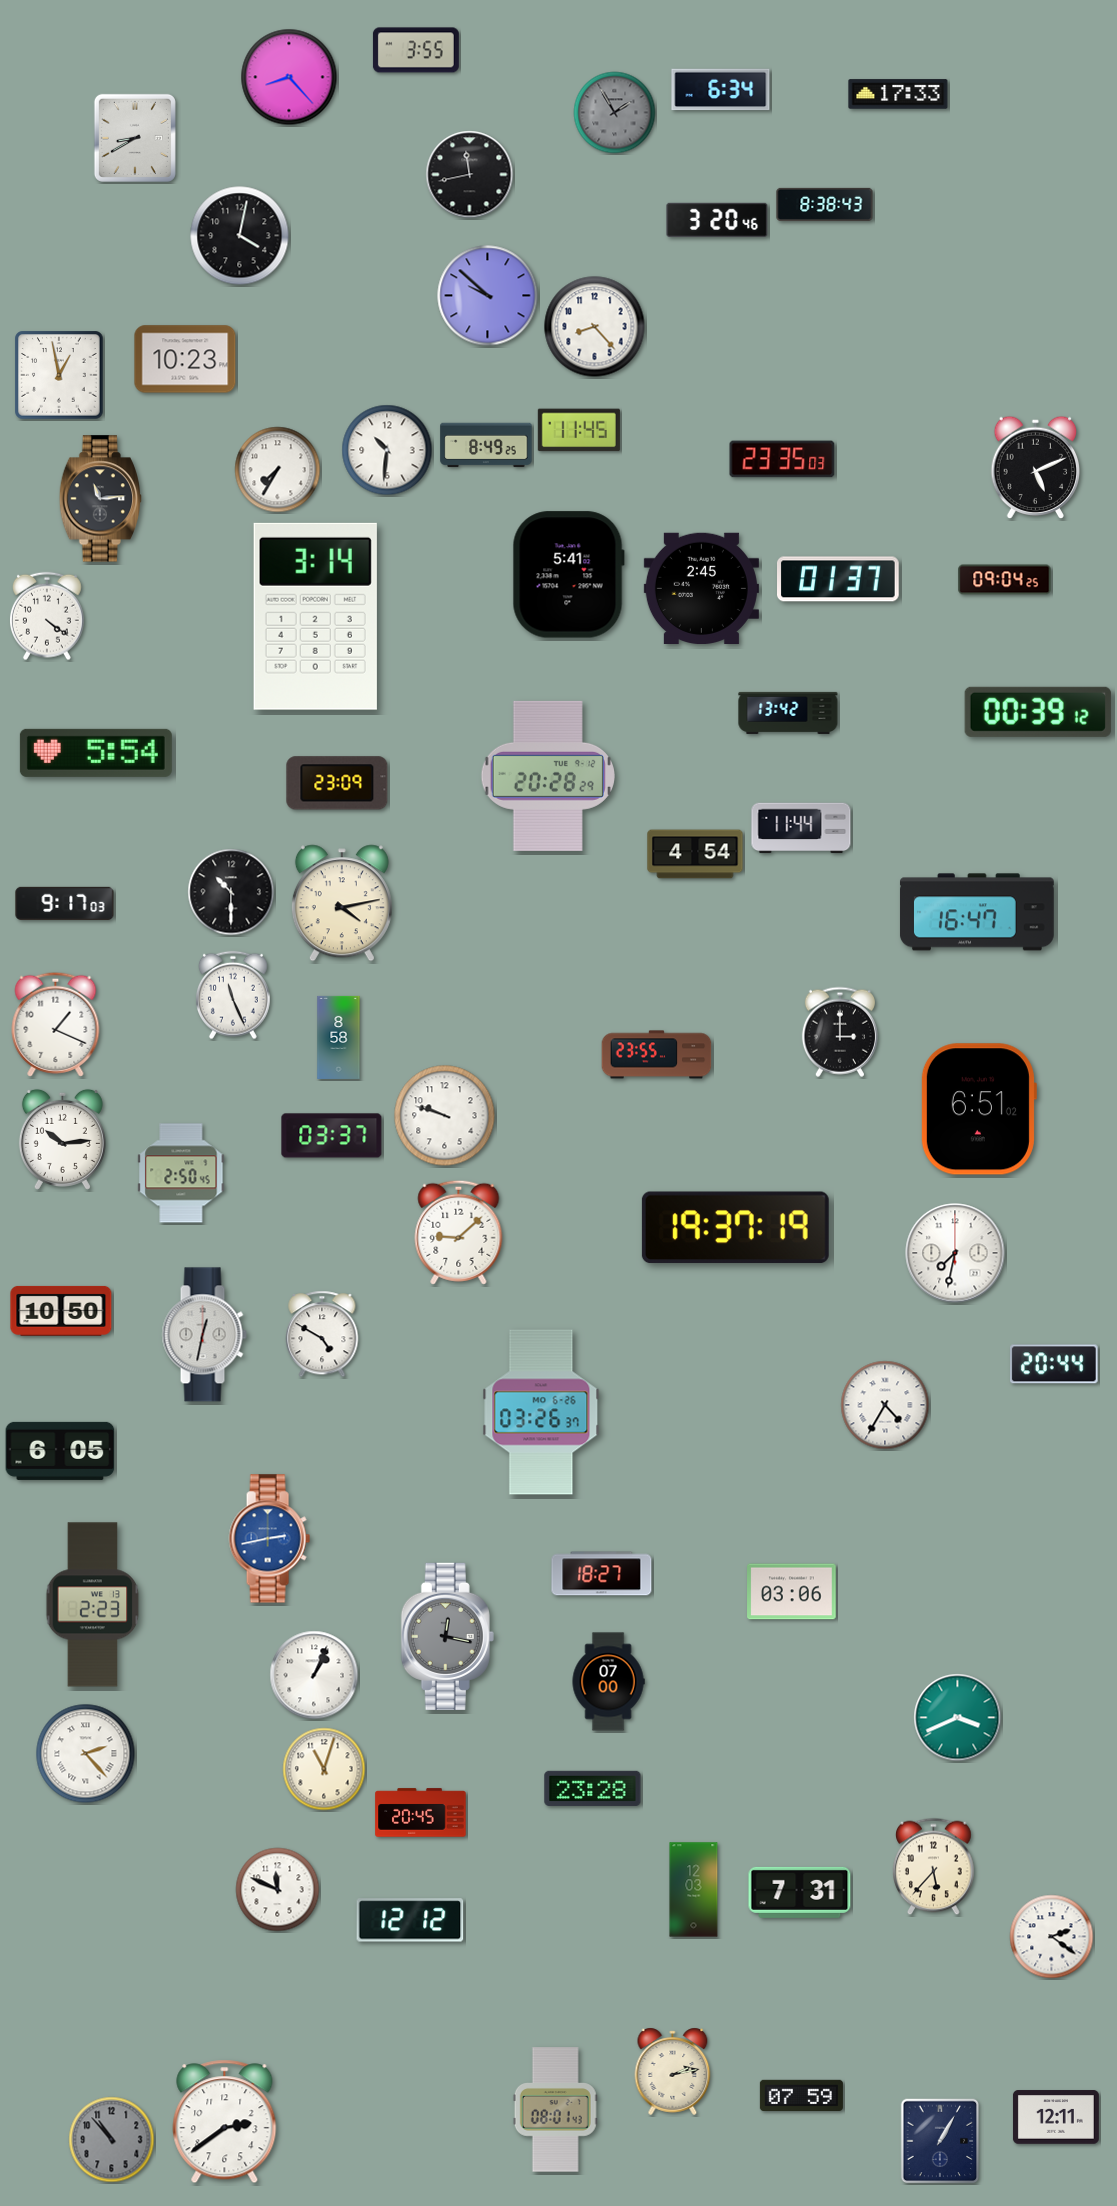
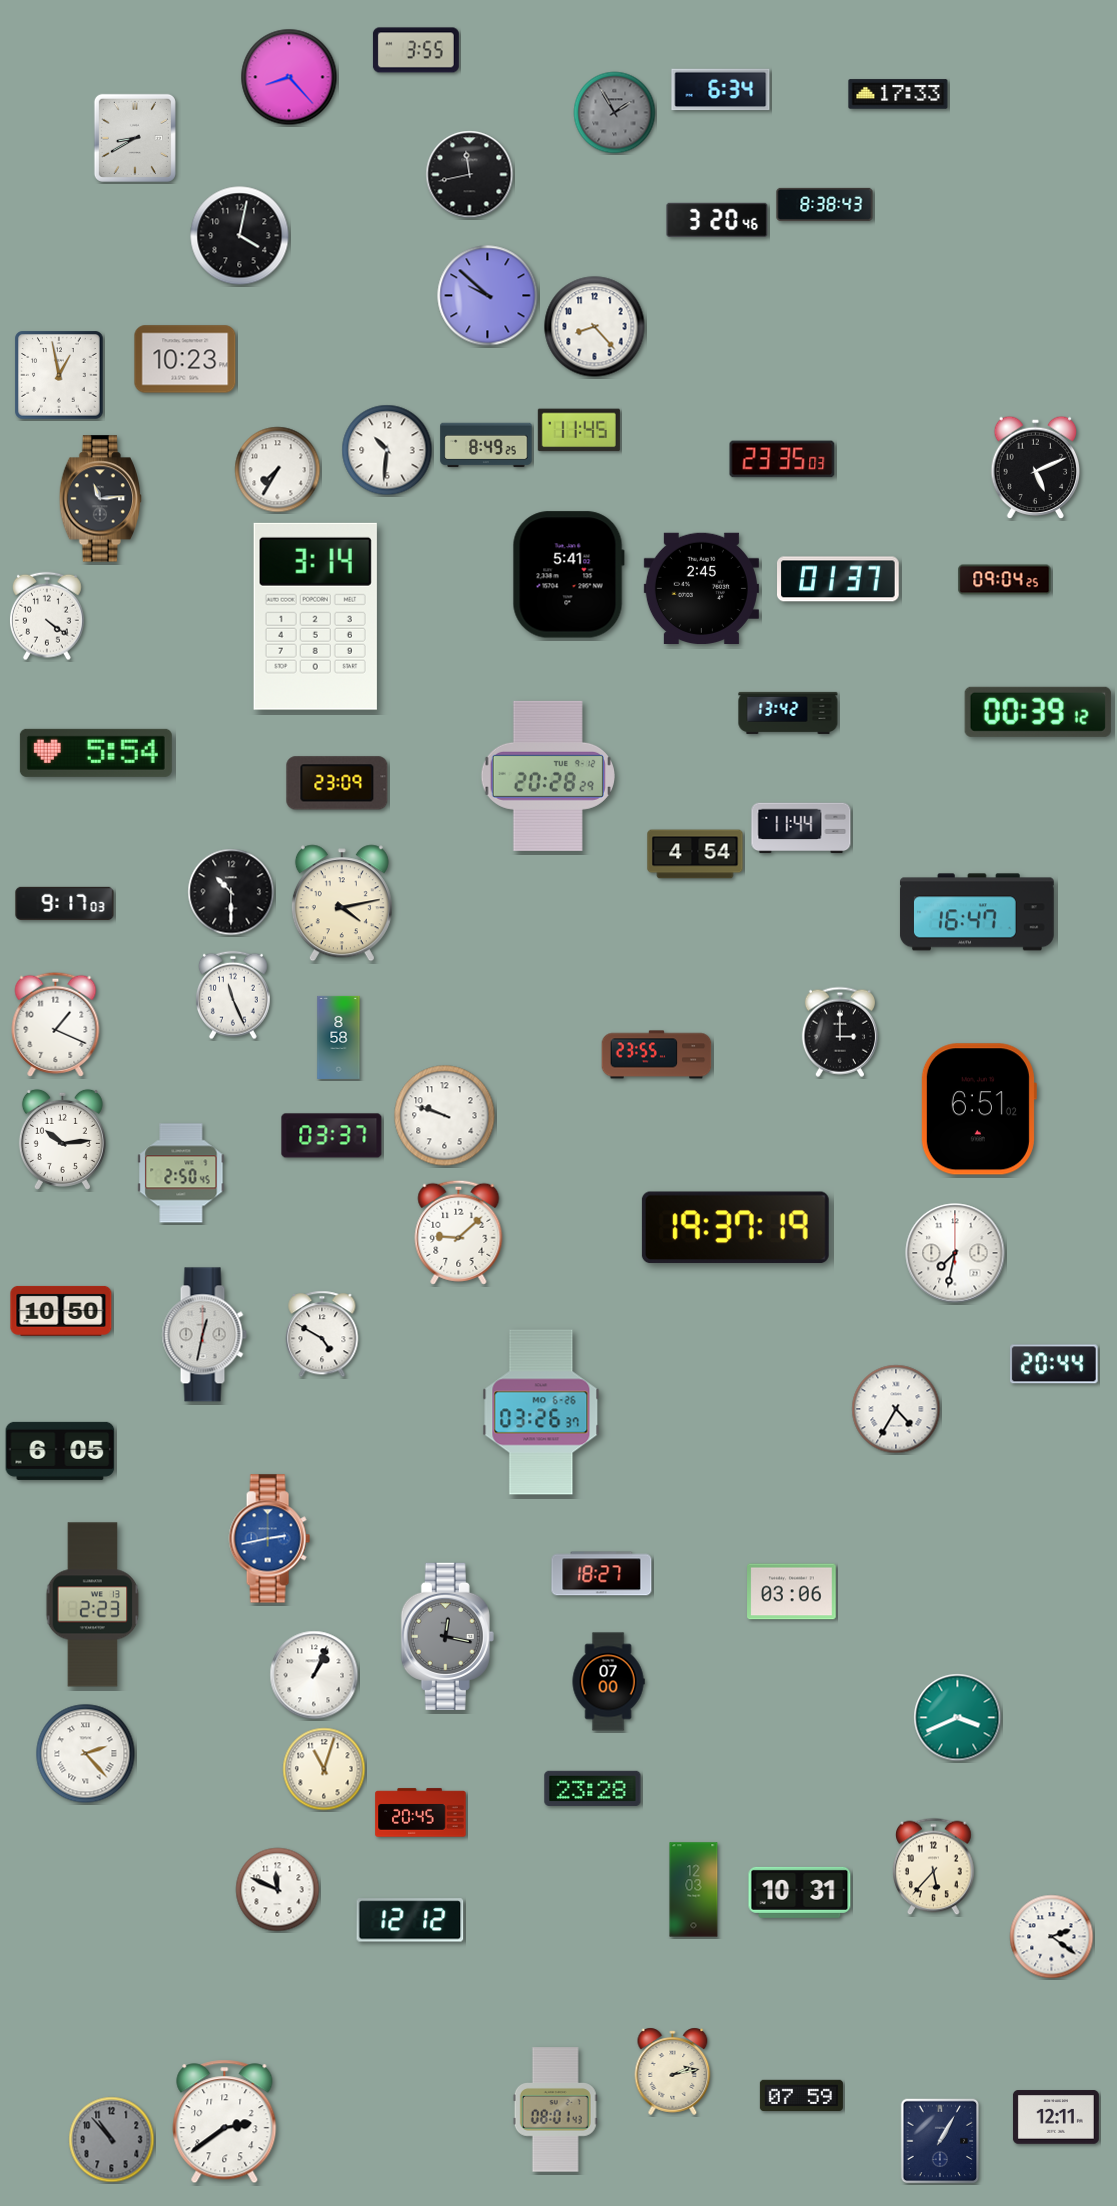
clock at (885, 1405) position: (885, 1405) -> (896, 1409)
clock at (800, 1892): 7:31 -> 10:31
